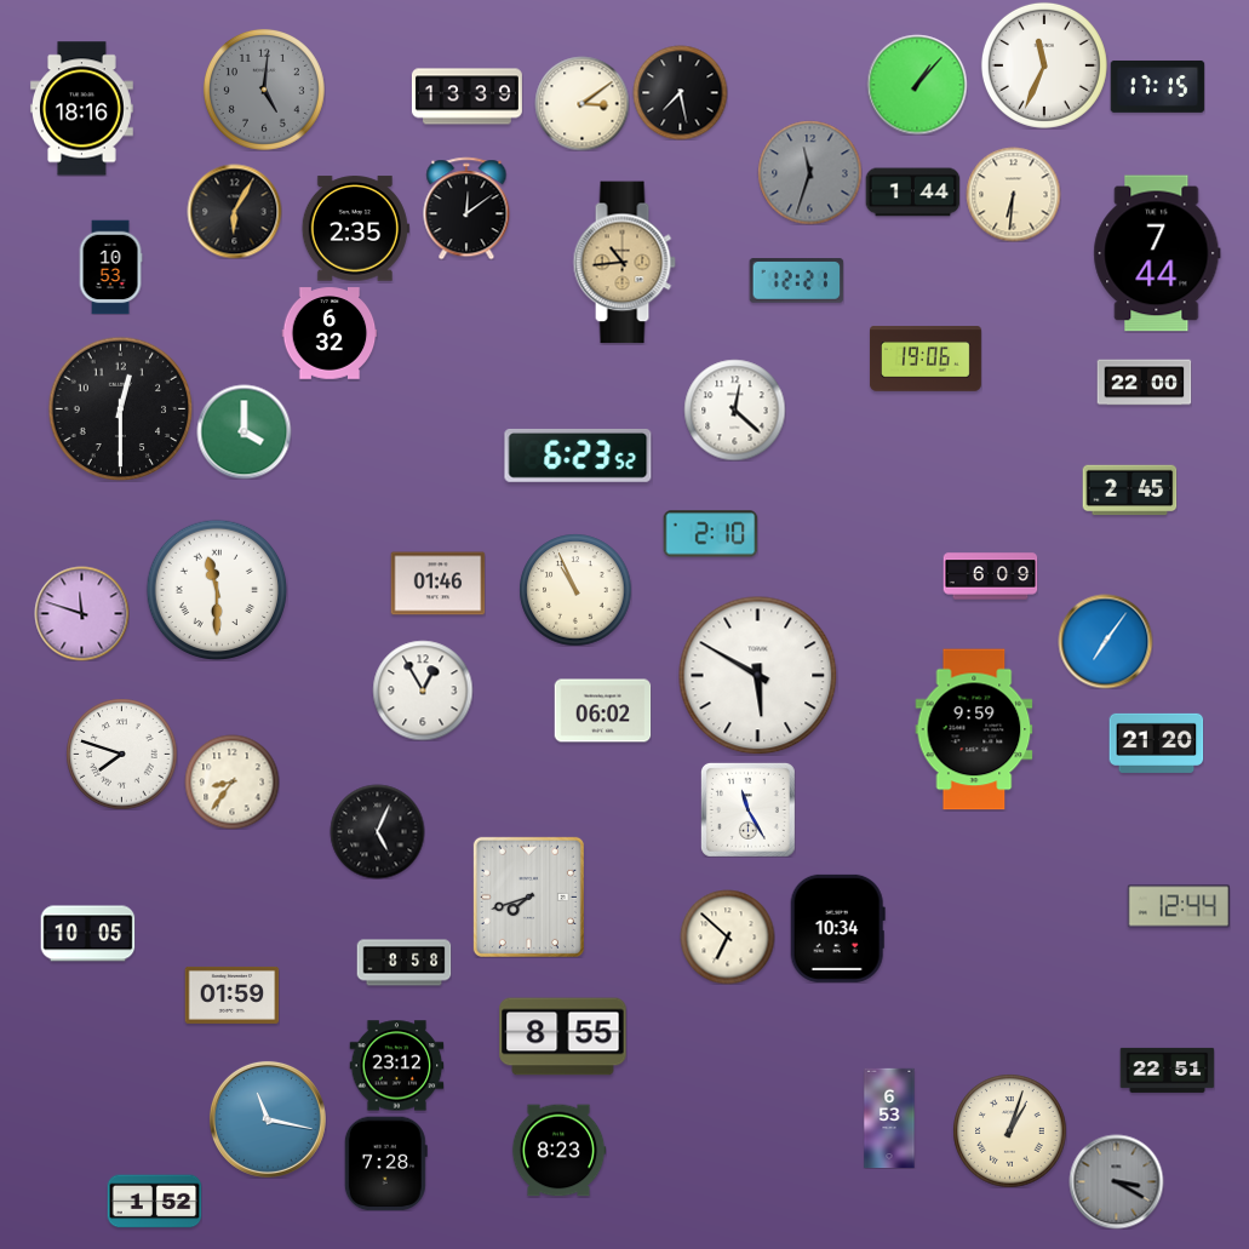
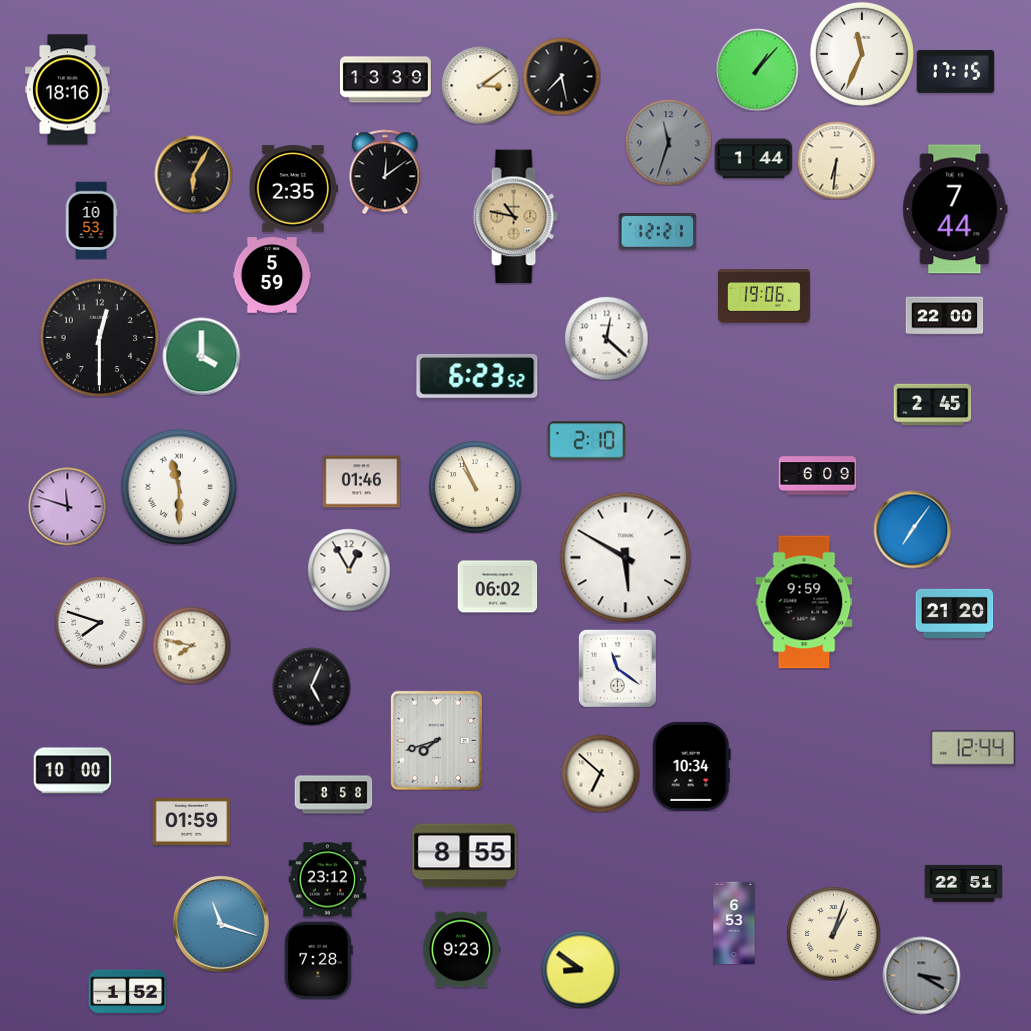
clock at (264, 90): 5:01 -> none
clock at (624, 263): 10:44 -> 10:47
clock at (330, 333): 6:32 -> 5:59
clock at (231, 781): 8:36 -> 7:47
clock at (747, 809): 11:25 -> 11:21
clock at (87, 934): 10:05 -> 10:00
clock at (268, 1119): 11:17 -> 11:18
clock at (558, 1151): 8:23 -> 9:23
clock at (580, 969): none -> 8:51
